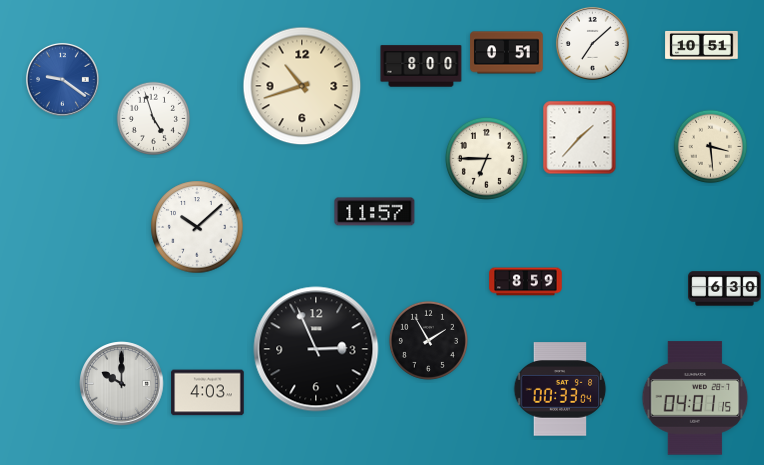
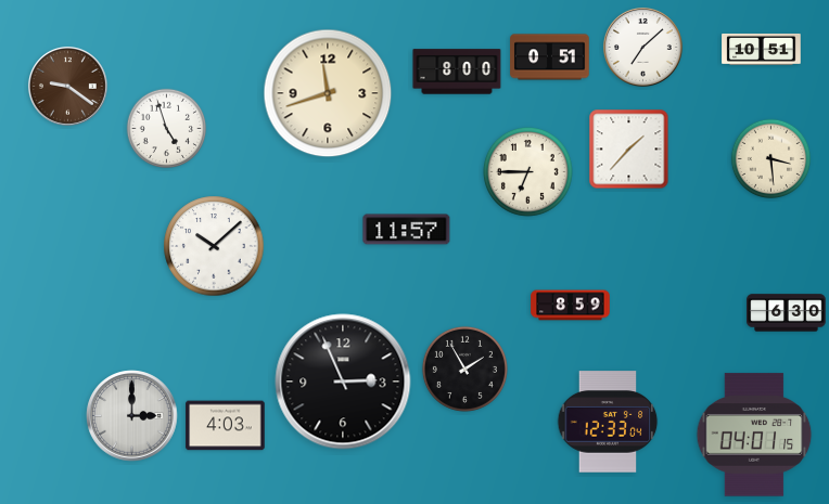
clock at (63, 80) dial: blue -> brown
clock at (302, 86): 10:42 -> 11:42
clock at (316, 349) position: (316, 349) -> (343, 382)
clock at (122, 384): 10:00 -> 3:00
clock at (560, 389): 00:33 -> 12:33
clock at (695, 398) position: (695, 398) -> (754, 435)
